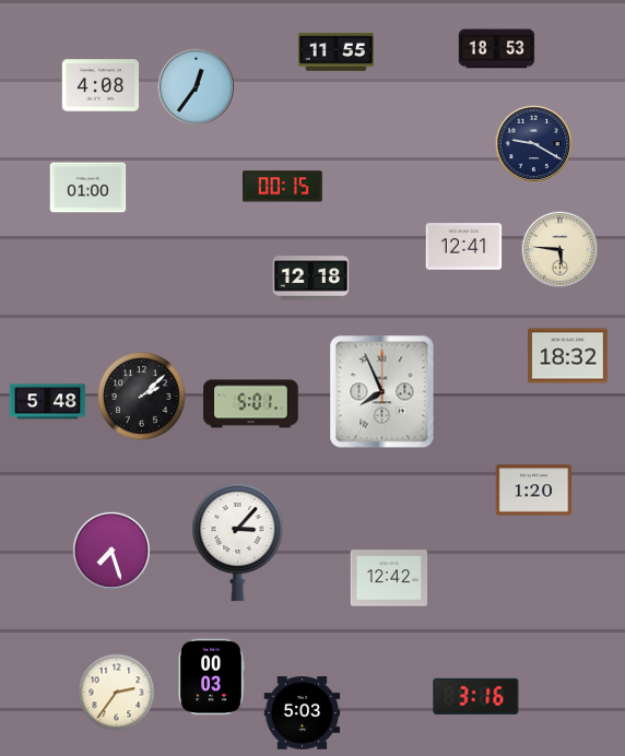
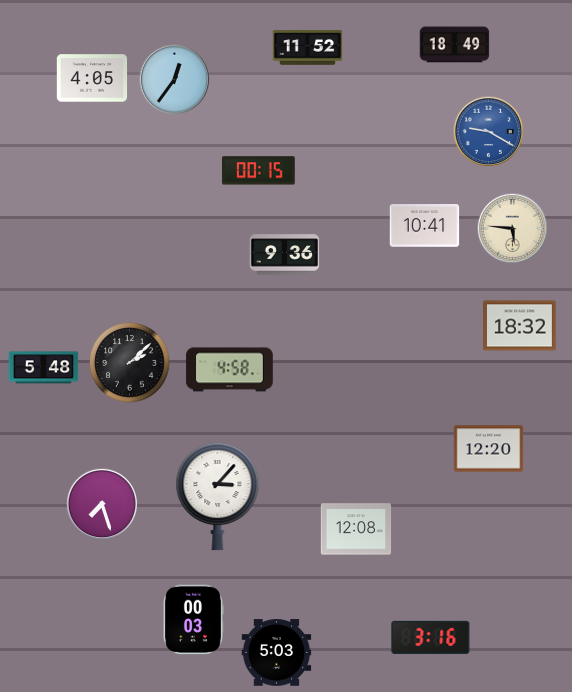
clock at (497, 49): 18:53 -> 18:49
clock at (337, 52): 11:55 -> 11:52
clock at (101, 85): 4:08 -> 4:05
clock at (197, 87) position: (197, 87) -> (175, 80)
clock at (534, 144) dial: navy -> blue
clock at (89, 188): 01:00 -> none
clock at (464, 247): 12:41 -> 10:41
clock at (311, 279): 12:18 -> 9:36
clock at (382, 392): 7:56 -> none
clock at (251, 404): 5:01 -> 4:58
clock at (534, 491): 1:20 -> 12:20
clock at (389, 578): 12:42 -> 12:08
clock at (117, 693): 2:36 -> none
clock at (476, 696) position: (476, 696) -> (431, 637)
